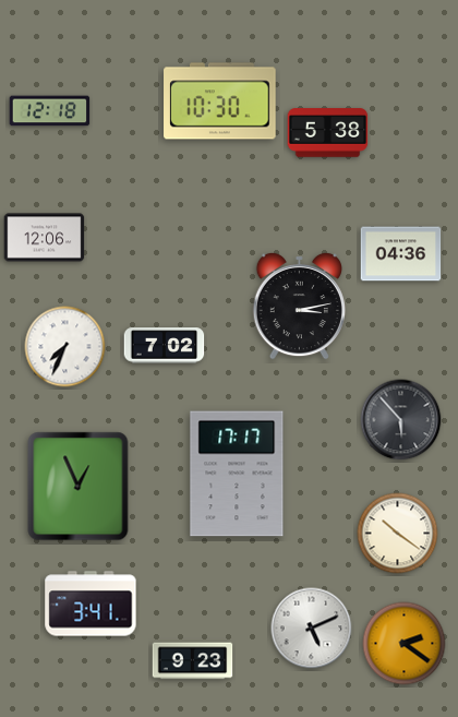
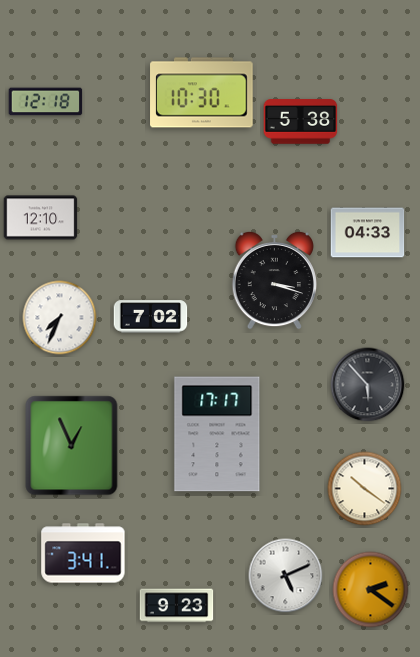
clock at (45, 238): 12:06 -> 12:10
clock at (401, 254): 04:36 -> 04:33
clock at (299, 306): 3:13 -> 3:18
